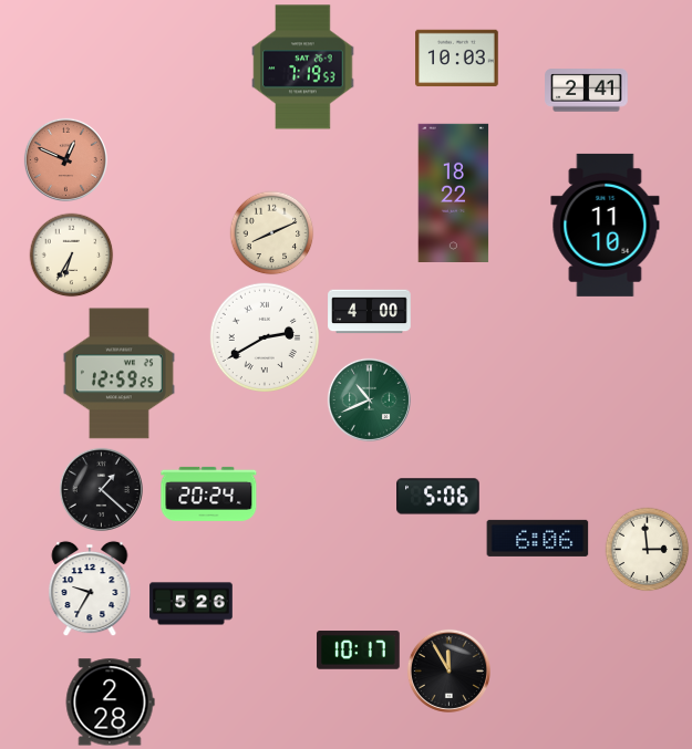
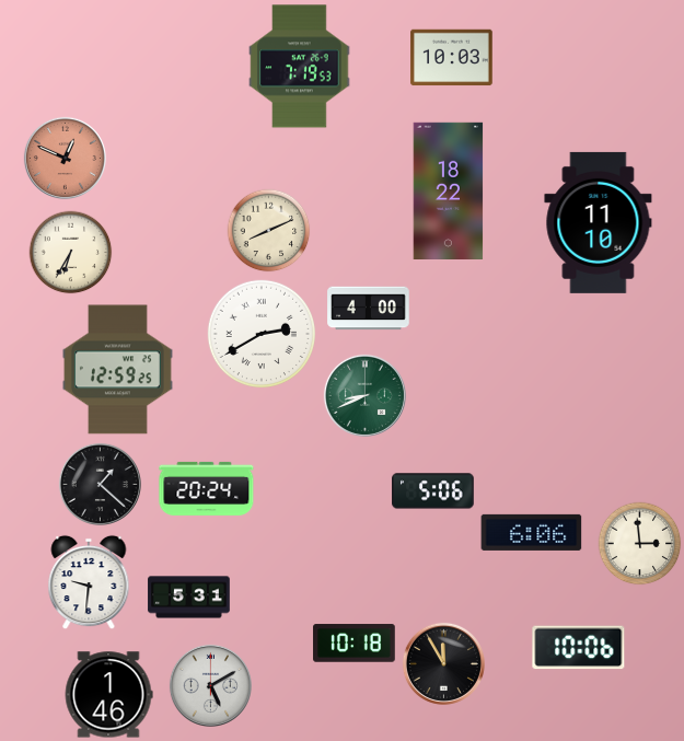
clock at (587, 91): 2:41 -> none
clock at (370, 312) position: (370, 312) -> (369, 309)
clock at (369, 399): 10:41 -> 8:41
clock at (90, 589): 9:35 -> 9:31
clock at (192, 604): 5:26 -> 5:31
clock at (359, 651): 10:17 -> 10:18
clock at (579, 648): none -> 10:06
clock at (210, 685): none -> 5:10
clock at (110, 703): 2:28 -> 1:46
